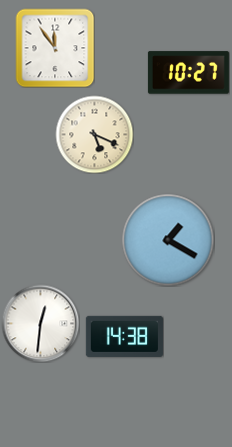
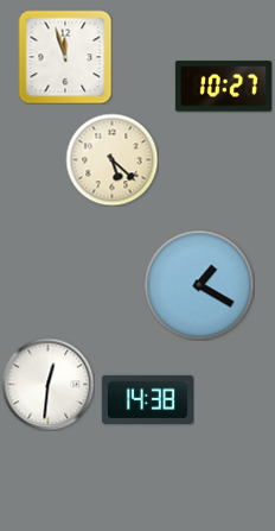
clock at (55, 48): 11:54 -> 11:57
clock at (94, 134): 5:19 -> 5:22
